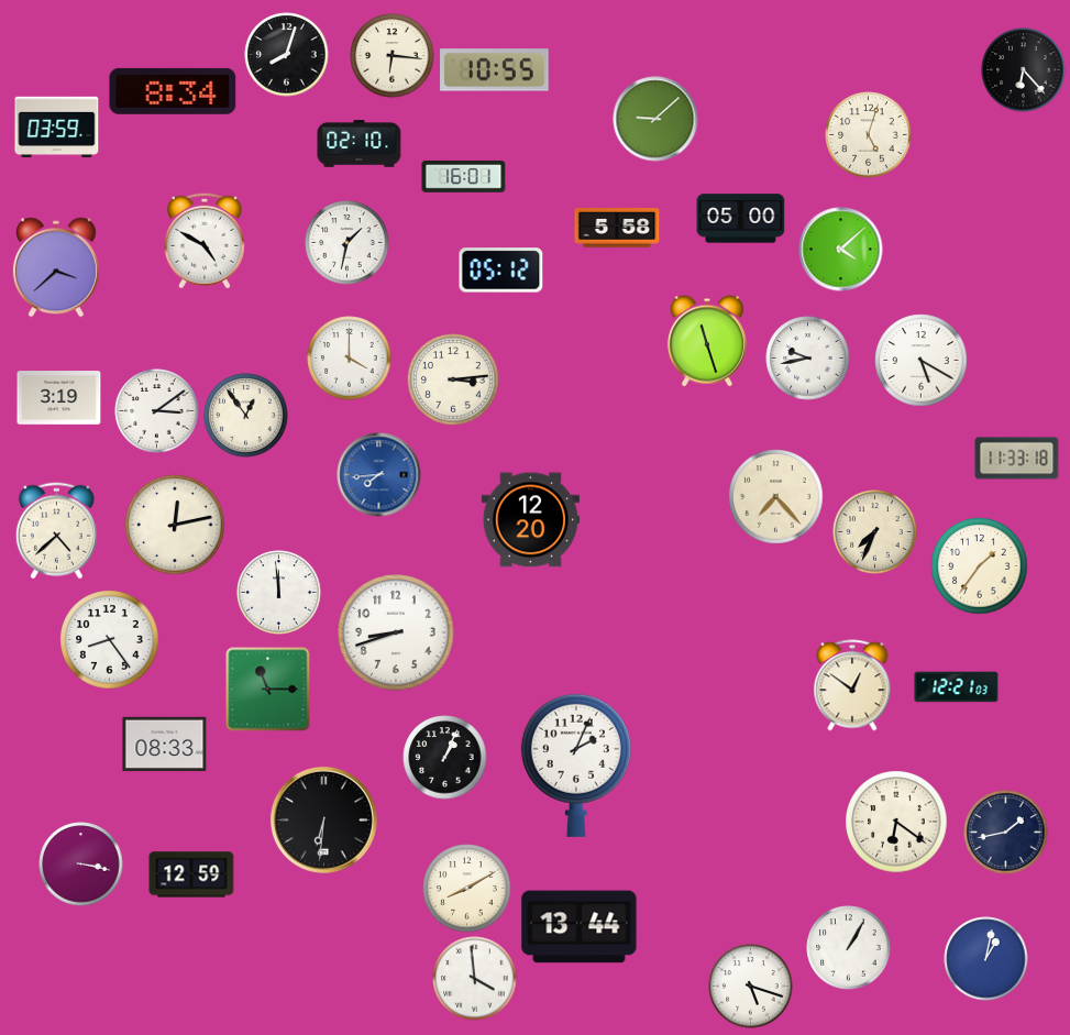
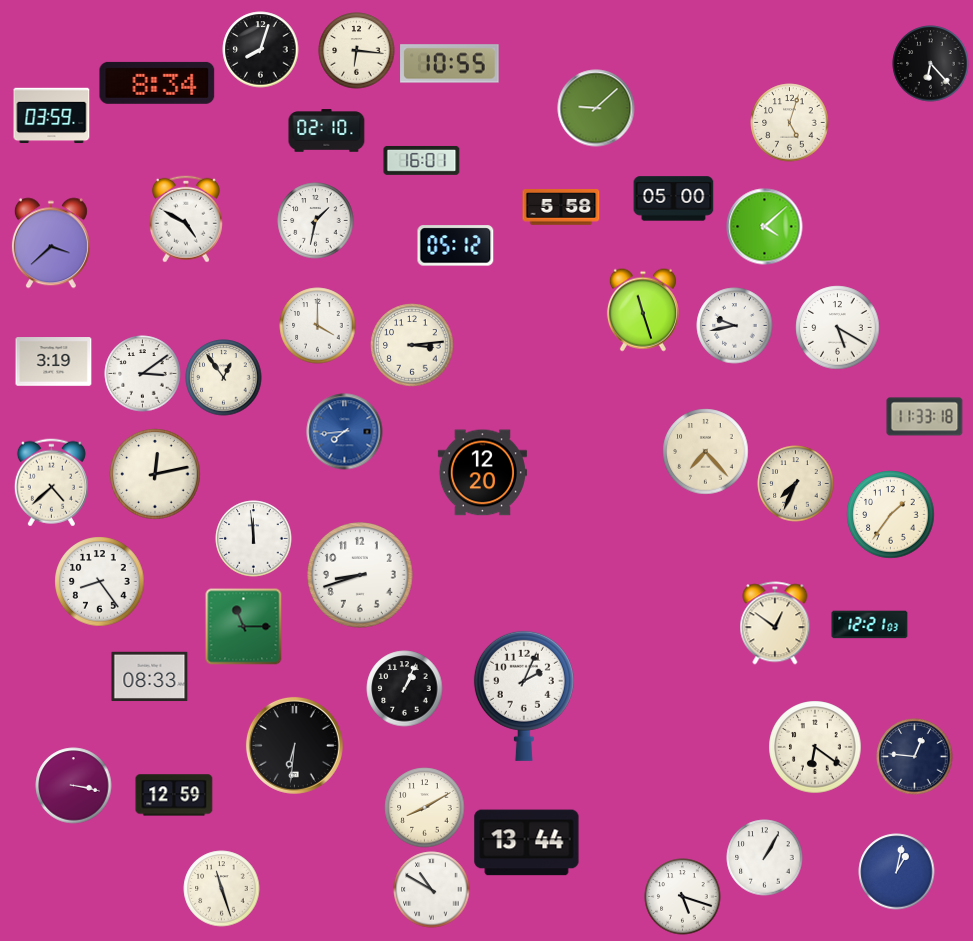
clock at (175, 525) position: (175, 525) -> (155, 474)
clock at (1006, 833): 1:43 -> 12:46
clock at (849, 948) position: (849, 948) -> (765, 858)
clock at (222, 889): none -> 11:27
clock at (475, 979): 3:59 -> 10:50
